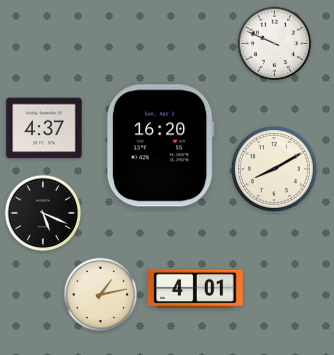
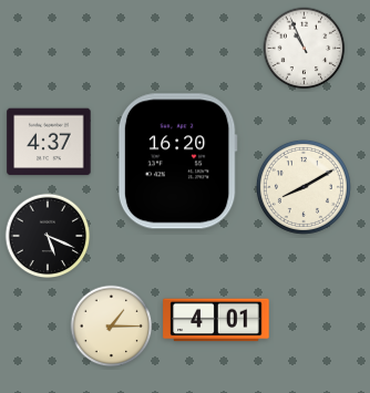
clock at (275, 44): 9:49 -> 10:56
clock at (101, 295): 1:13 -> 1:15
